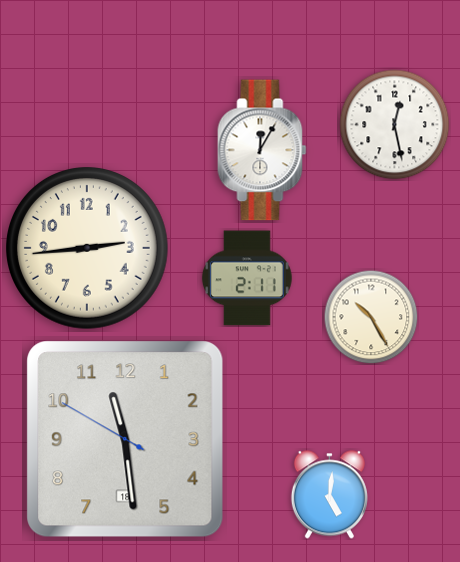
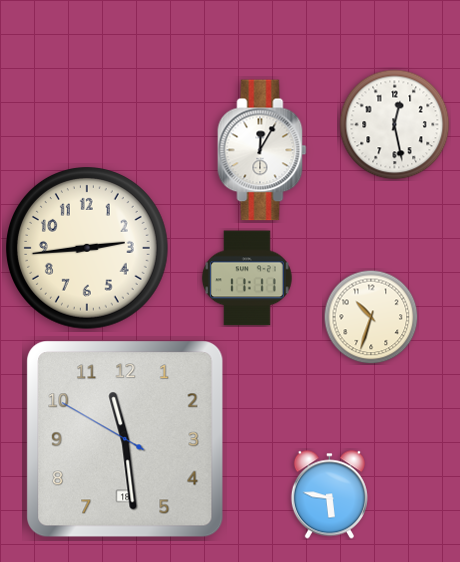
clock at (247, 278): 2:11 -> 11:11
clock at (371, 317): 10:25 -> 10:33
clock at (329, 495): 5:01 -> 5:47
